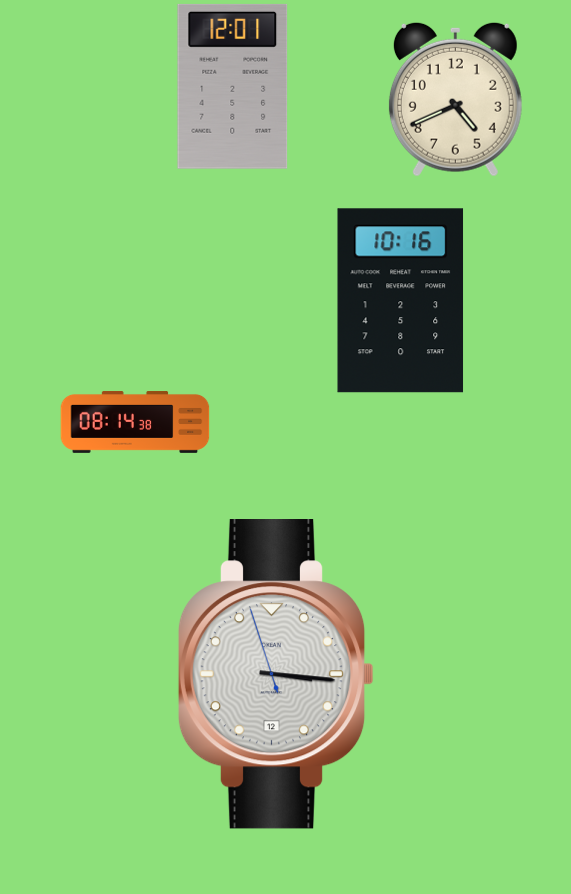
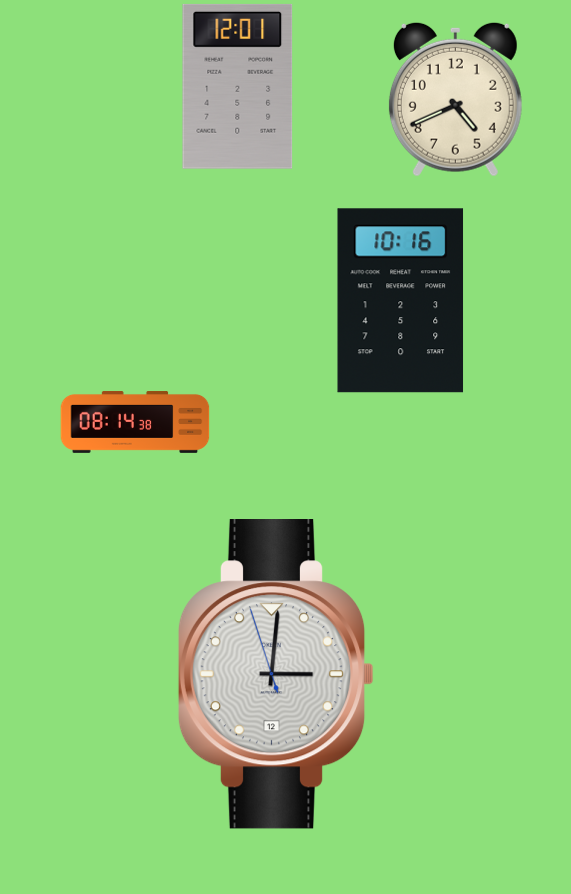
clock at (233, 86) position: (233, 86) -> (238, 86)
clock at (276, 675): 3:15 -> 3:00
